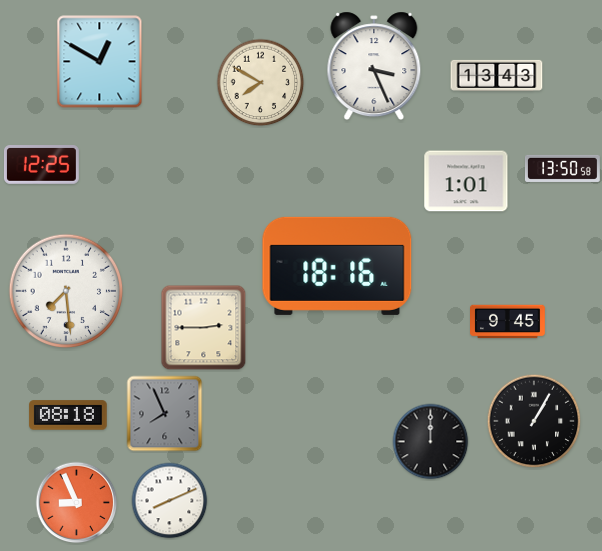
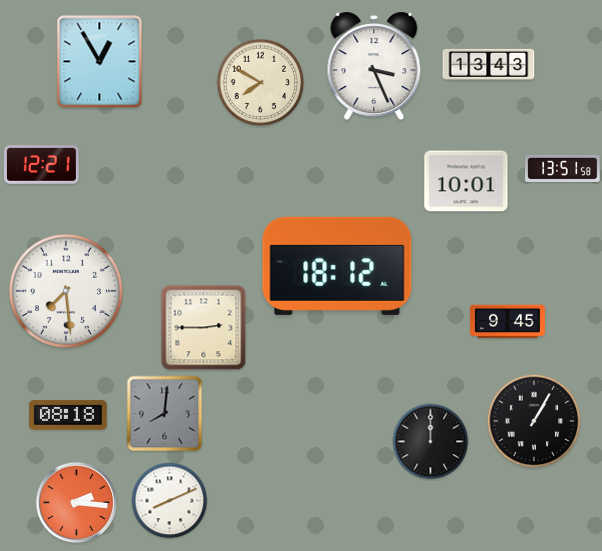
clock at (100, 62): 12:50 -> 12:55
clock at (497, 75) position: (497, 75) -> (489, 64)
clock at (41, 165): 12:25 -> 12:21
clock at (563, 168): 13:50 -> 13:51
clock at (466, 181): 1:01 -> 10:01
clock at (337, 266): 18:16 -> 18:12
clock at (165, 414): 7:56 -> 8:01
clock at (77, 503): 8:56 -> 2:16
